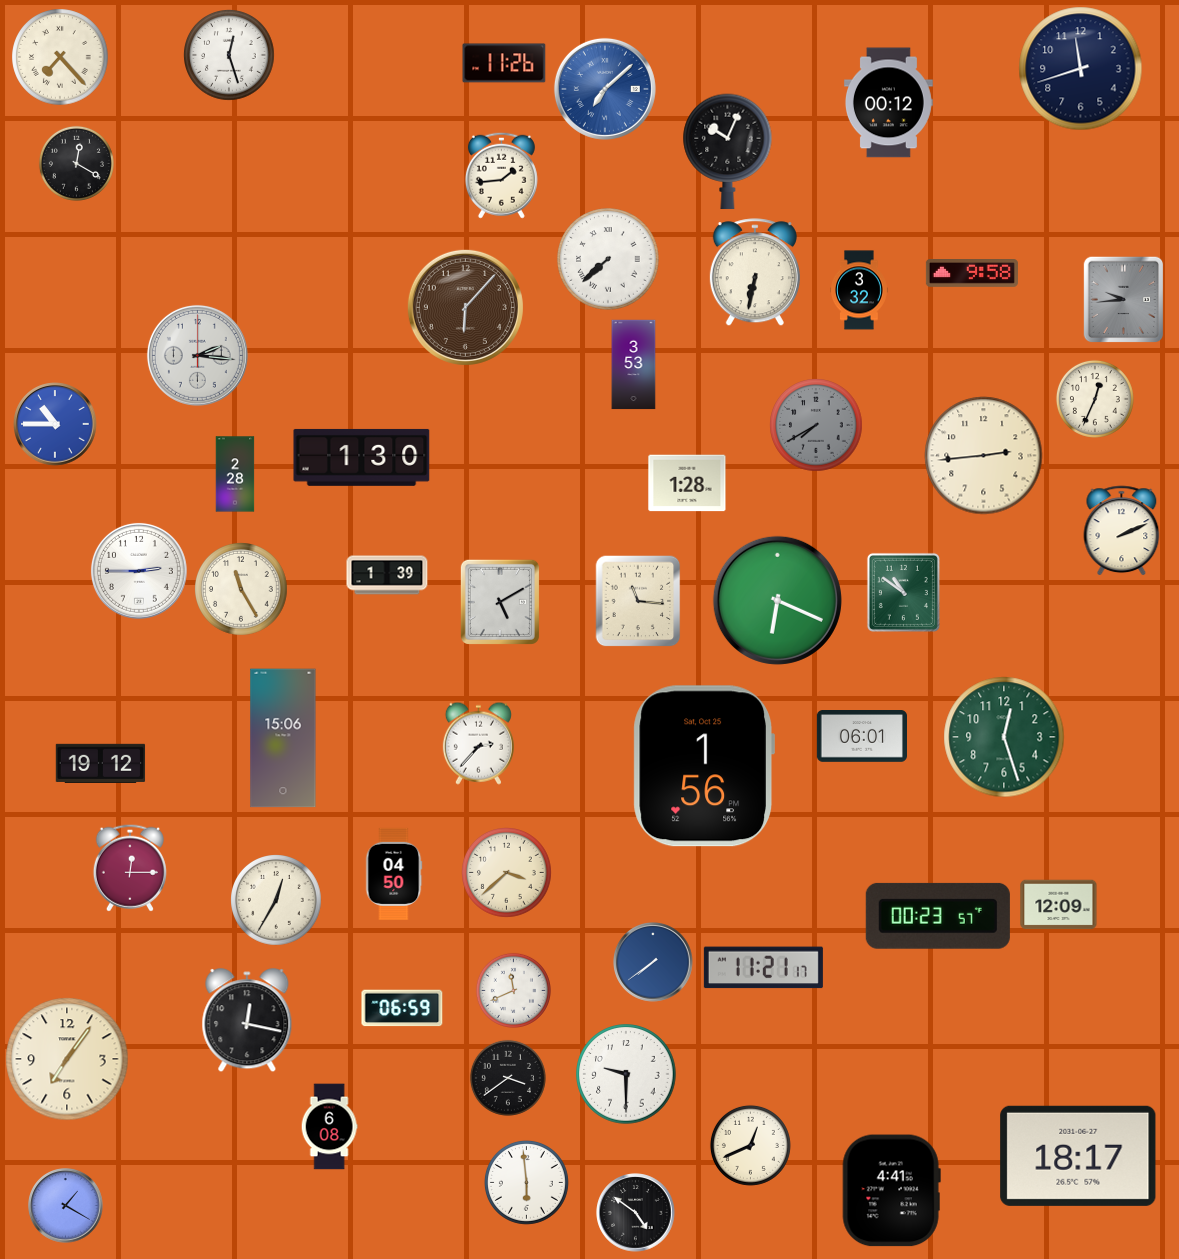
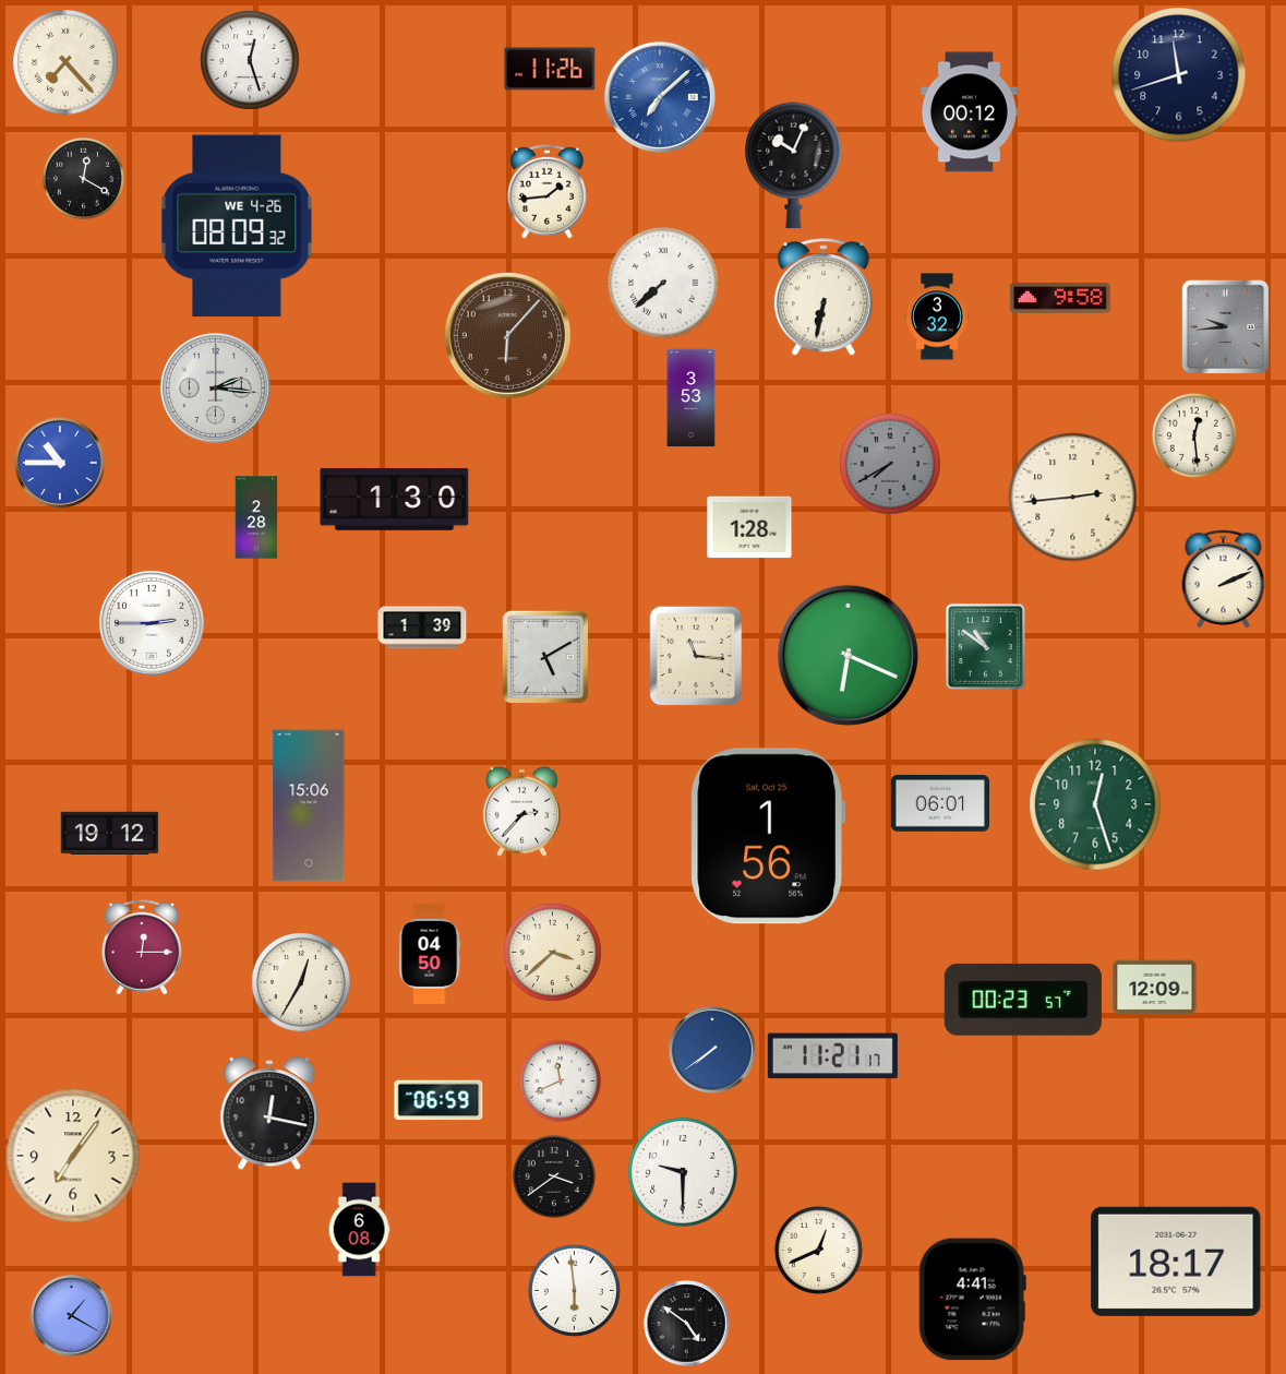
clock at (237, 226): none -> 08:09
clock at (1095, 399): 12:34 -> 12:29
clock at (242, 590): 11:25 -> none
clock at (636, 1213) position: (636, 1213) -> (687, 1324)
